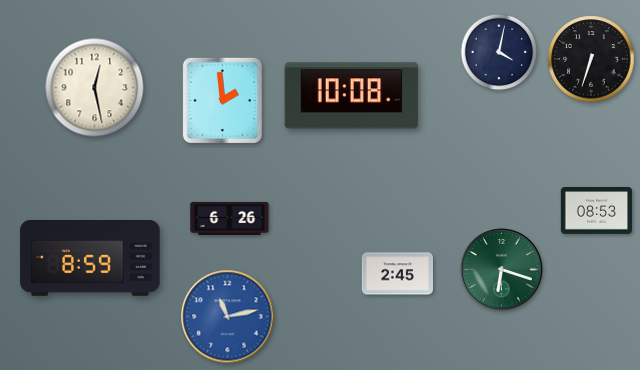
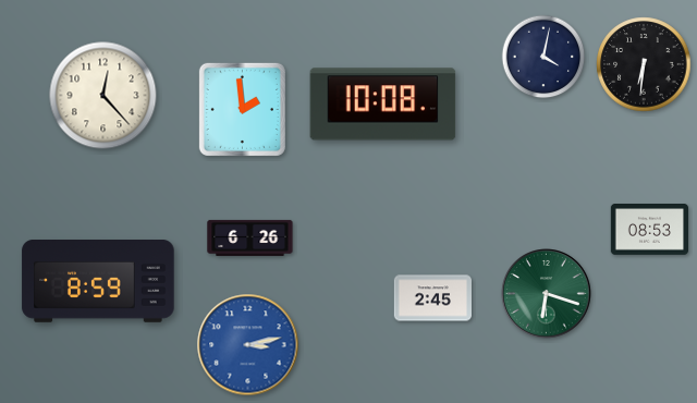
clock at (591, 59): 6:33 -> 6:31
clock at (95, 88): 12:28 -> 12:23
clock at (228, 317): 11:13 -> 3:13
